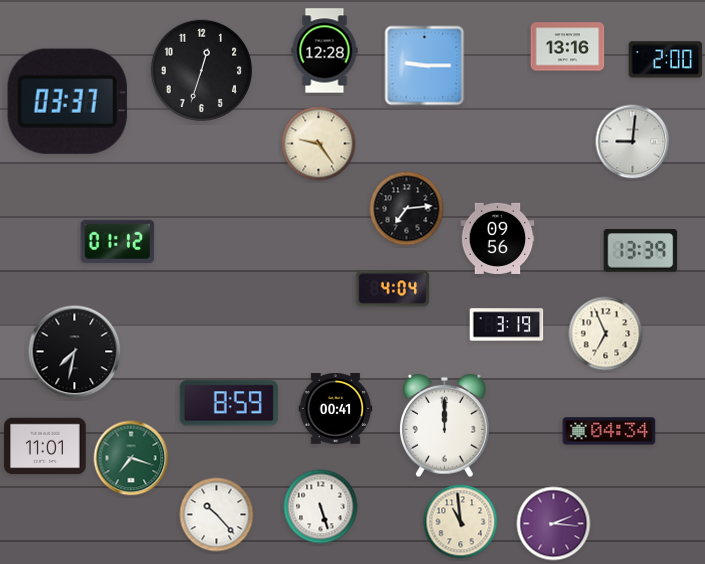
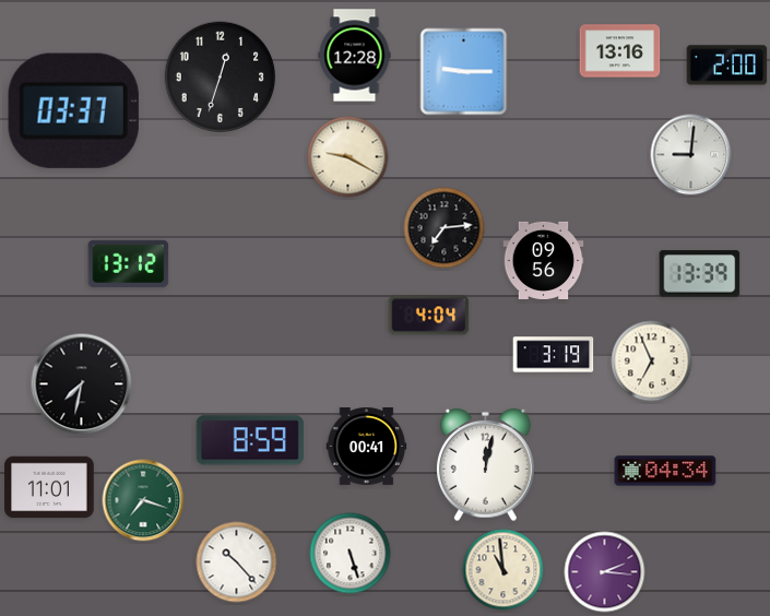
clock at (319, 144): 9:24 -> 9:20
clock at (118, 241): 01:12 -> 13:12
clock at (606, 334) position: (606, 334) -> (652, 362)
clock at (445, 426): 12:00 -> 12:02
